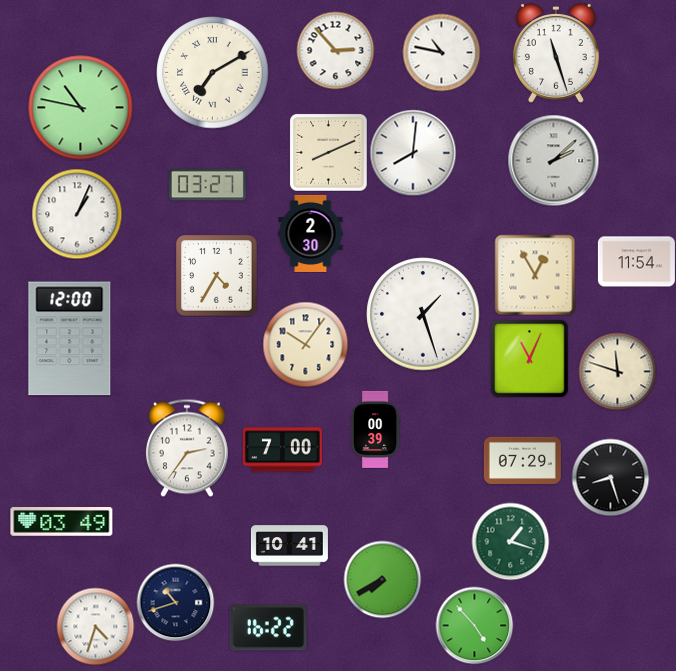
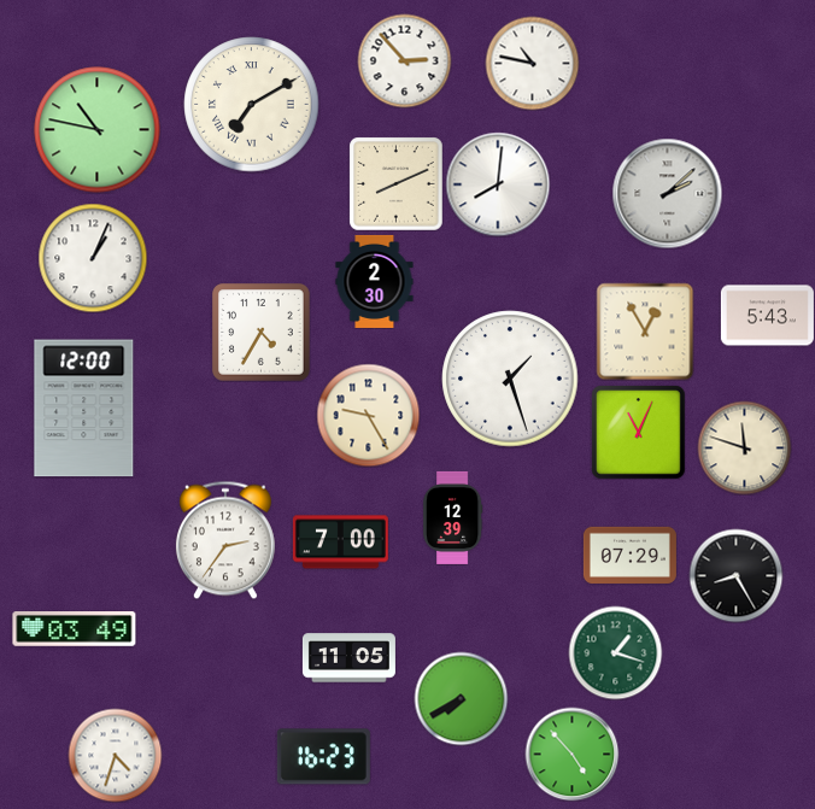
clock at (556, 53): 11:27 -> none
clock at (213, 73) position: (213, 73) -> (252, 105)
clock at (207, 185): 03:27 -> none
clock at (636, 262): 11:54 -> 5:43
clock at (305, 344): 10:06 -> 9:25
clock at (375, 429): 00:39 -> 12:39
clock at (610, 477): 8:27 -> 8:25
clock at (289, 546): 10:41 -> 11:05
clock at (175, 602): 10:42 -> none
clock at (268, 628): 16:22 -> 16:23
